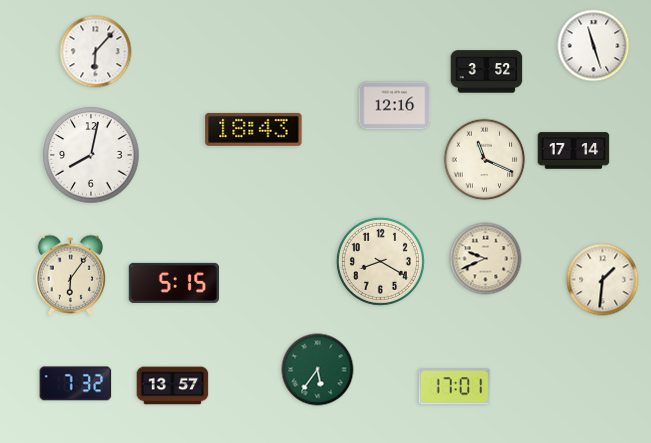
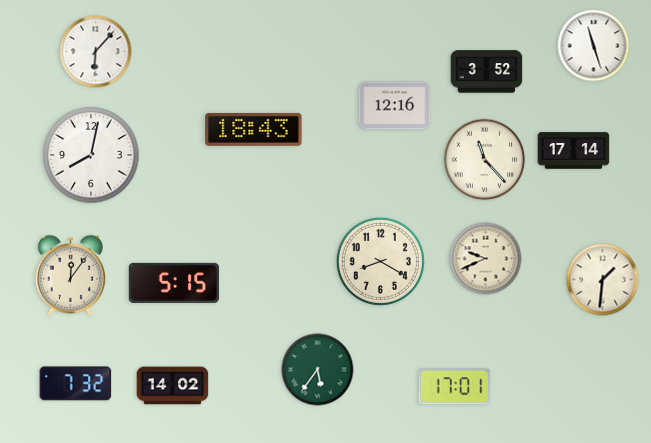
clock at (485, 160): 11:19 -> 11:23
clock at (70, 275): 6:06 -> 12:06
clock at (173, 386): 13:57 -> 14:02
